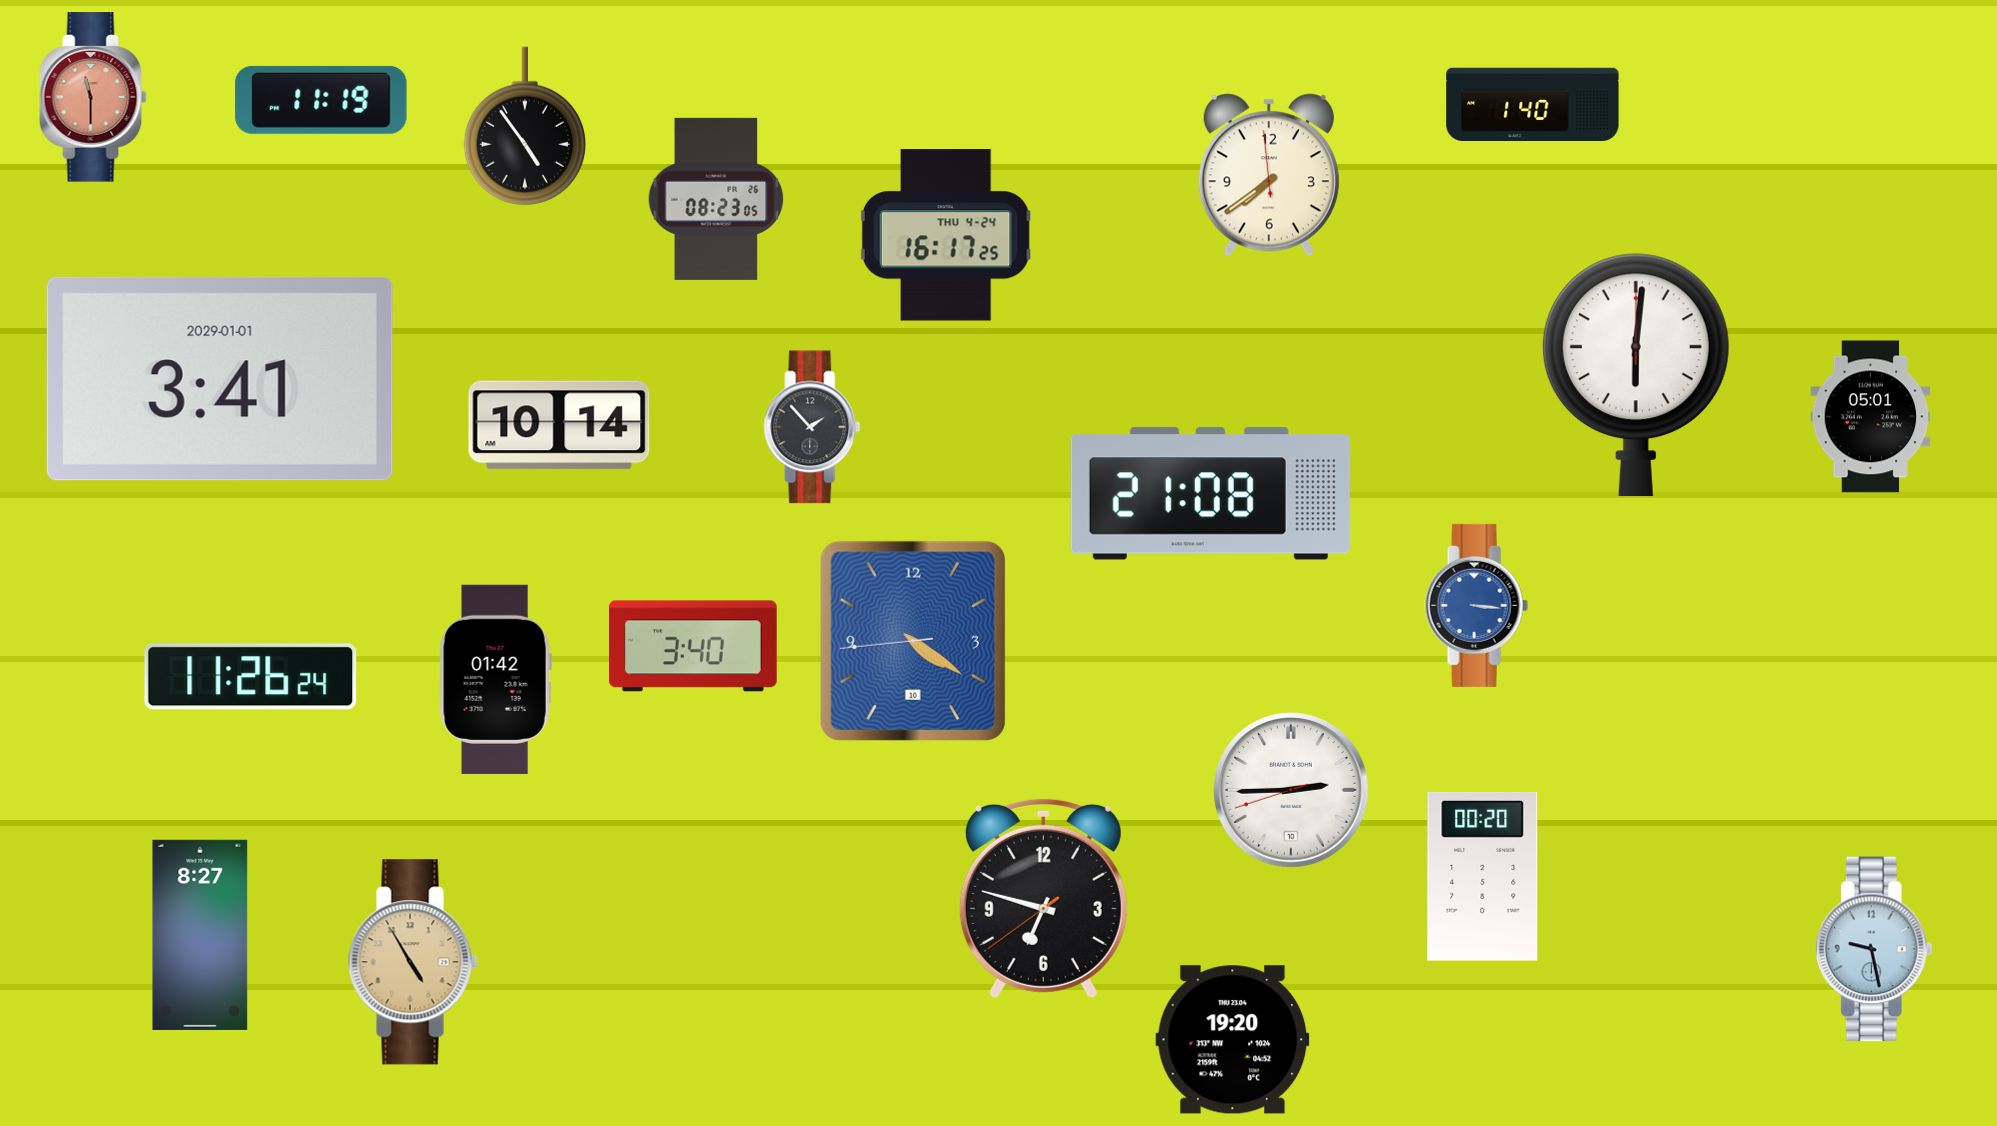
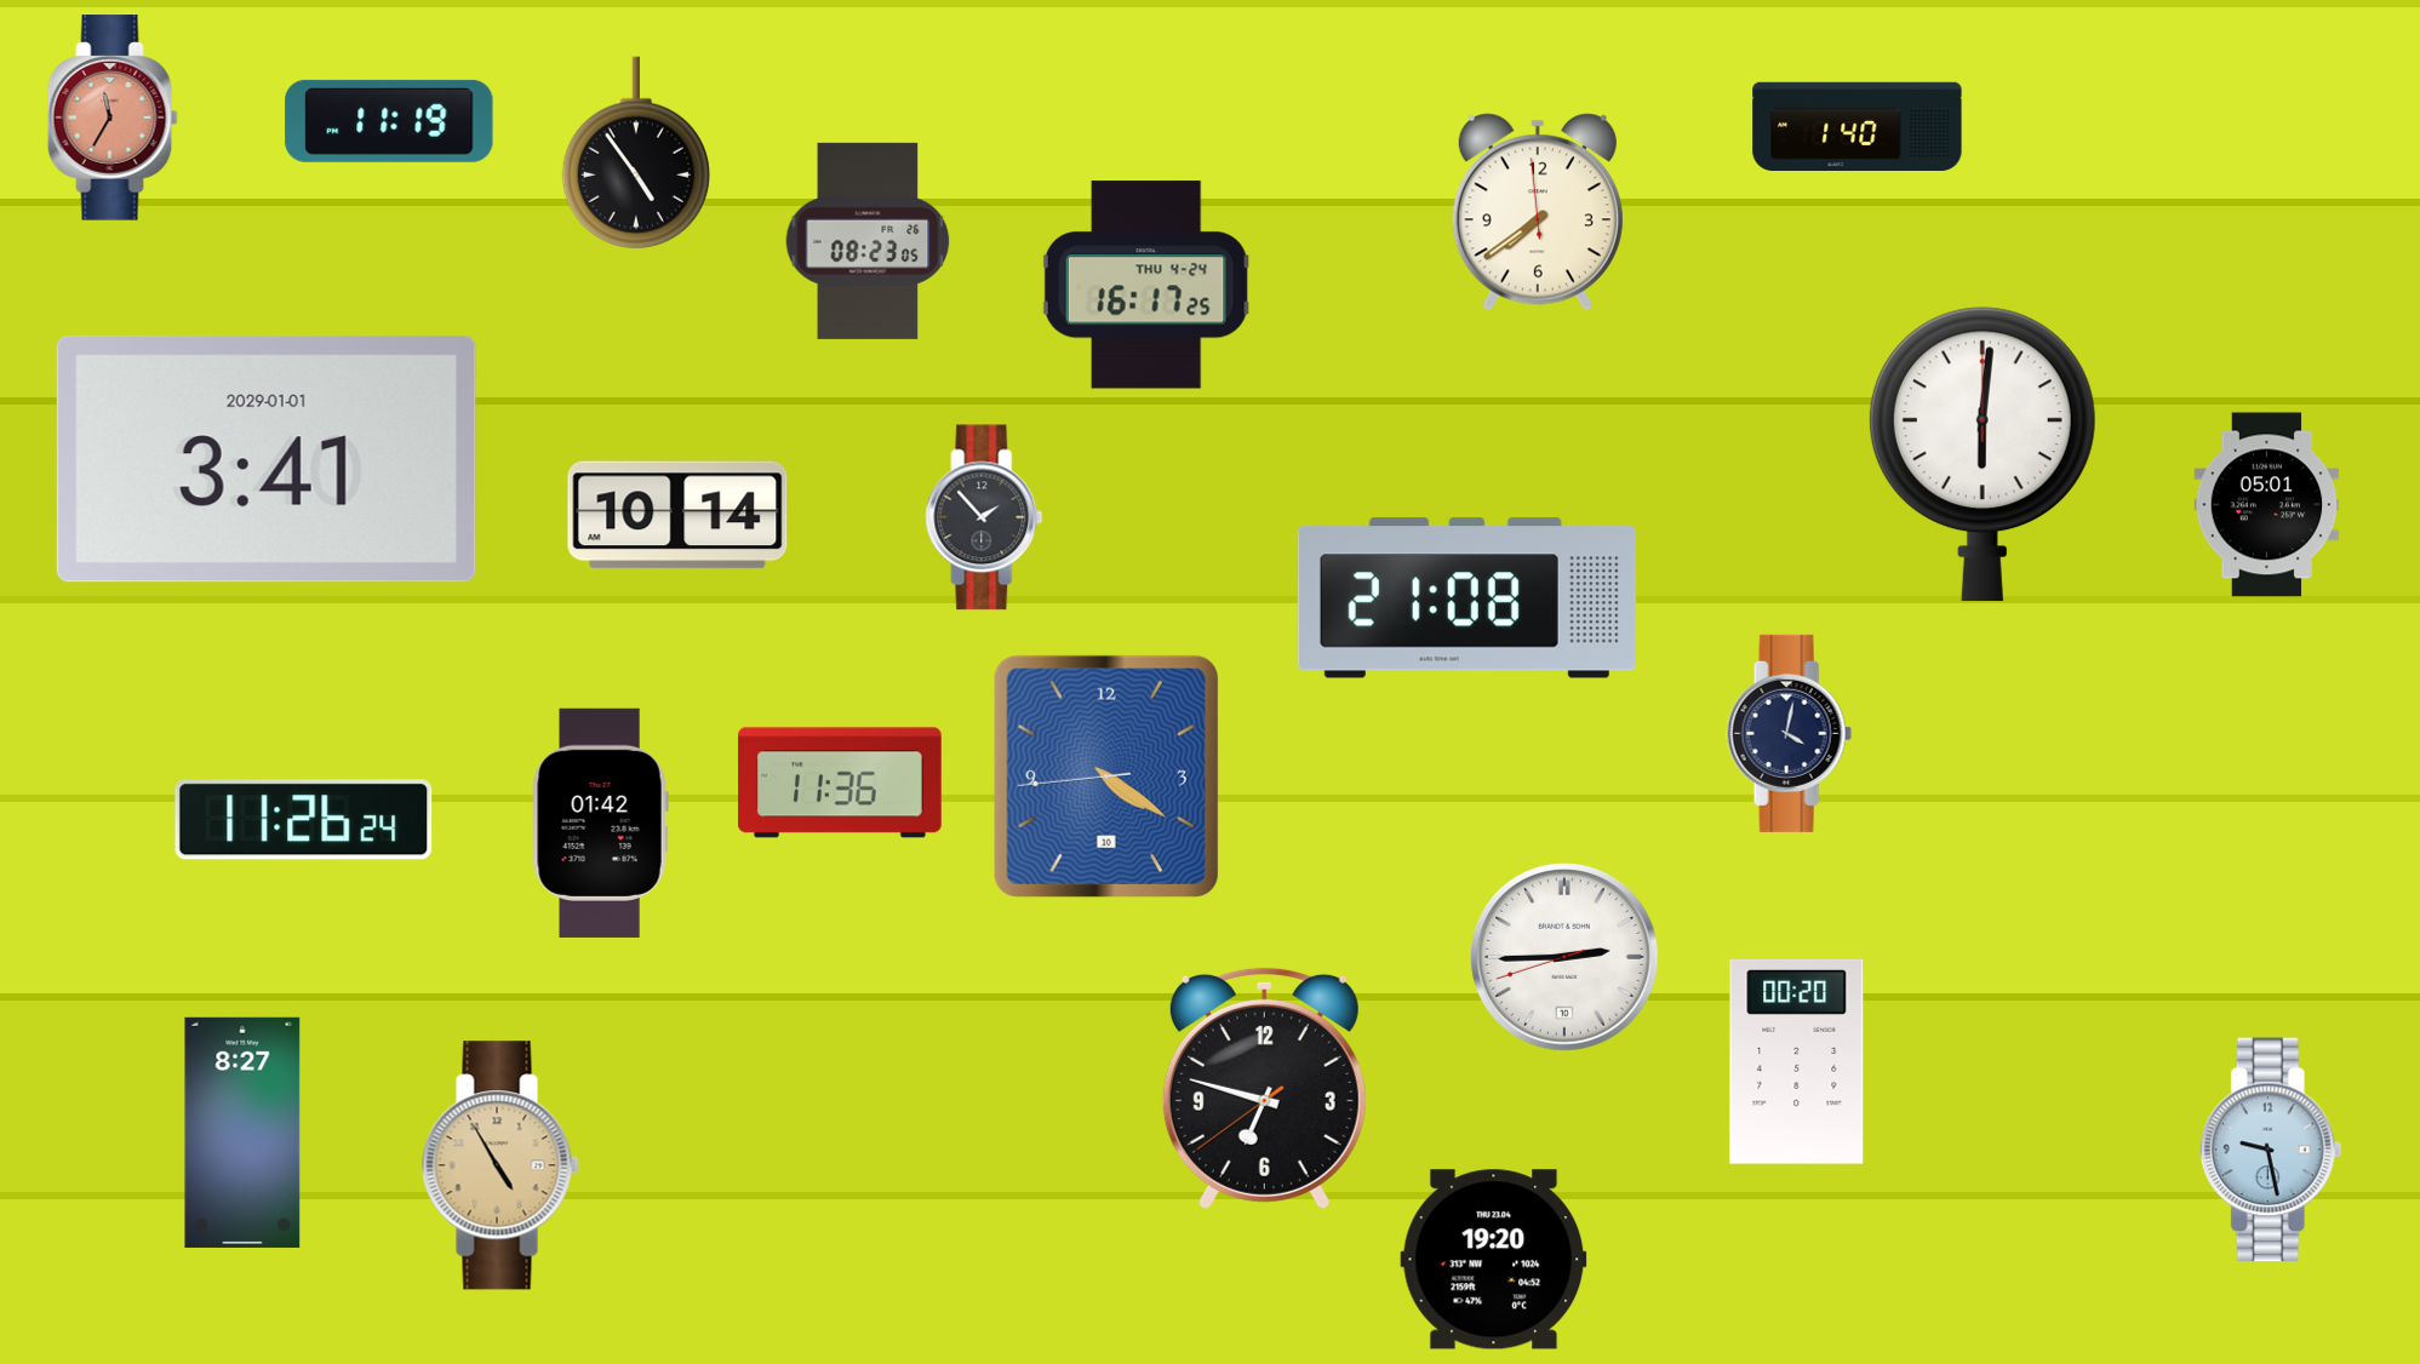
clock at (93, 97): 11:30 -> 11:35
clock at (1476, 605): 3:16 -> 4:02
clock at (1476, 605) dial: blue -> navy
clock at (694, 646): 3:40 -> 11:36
